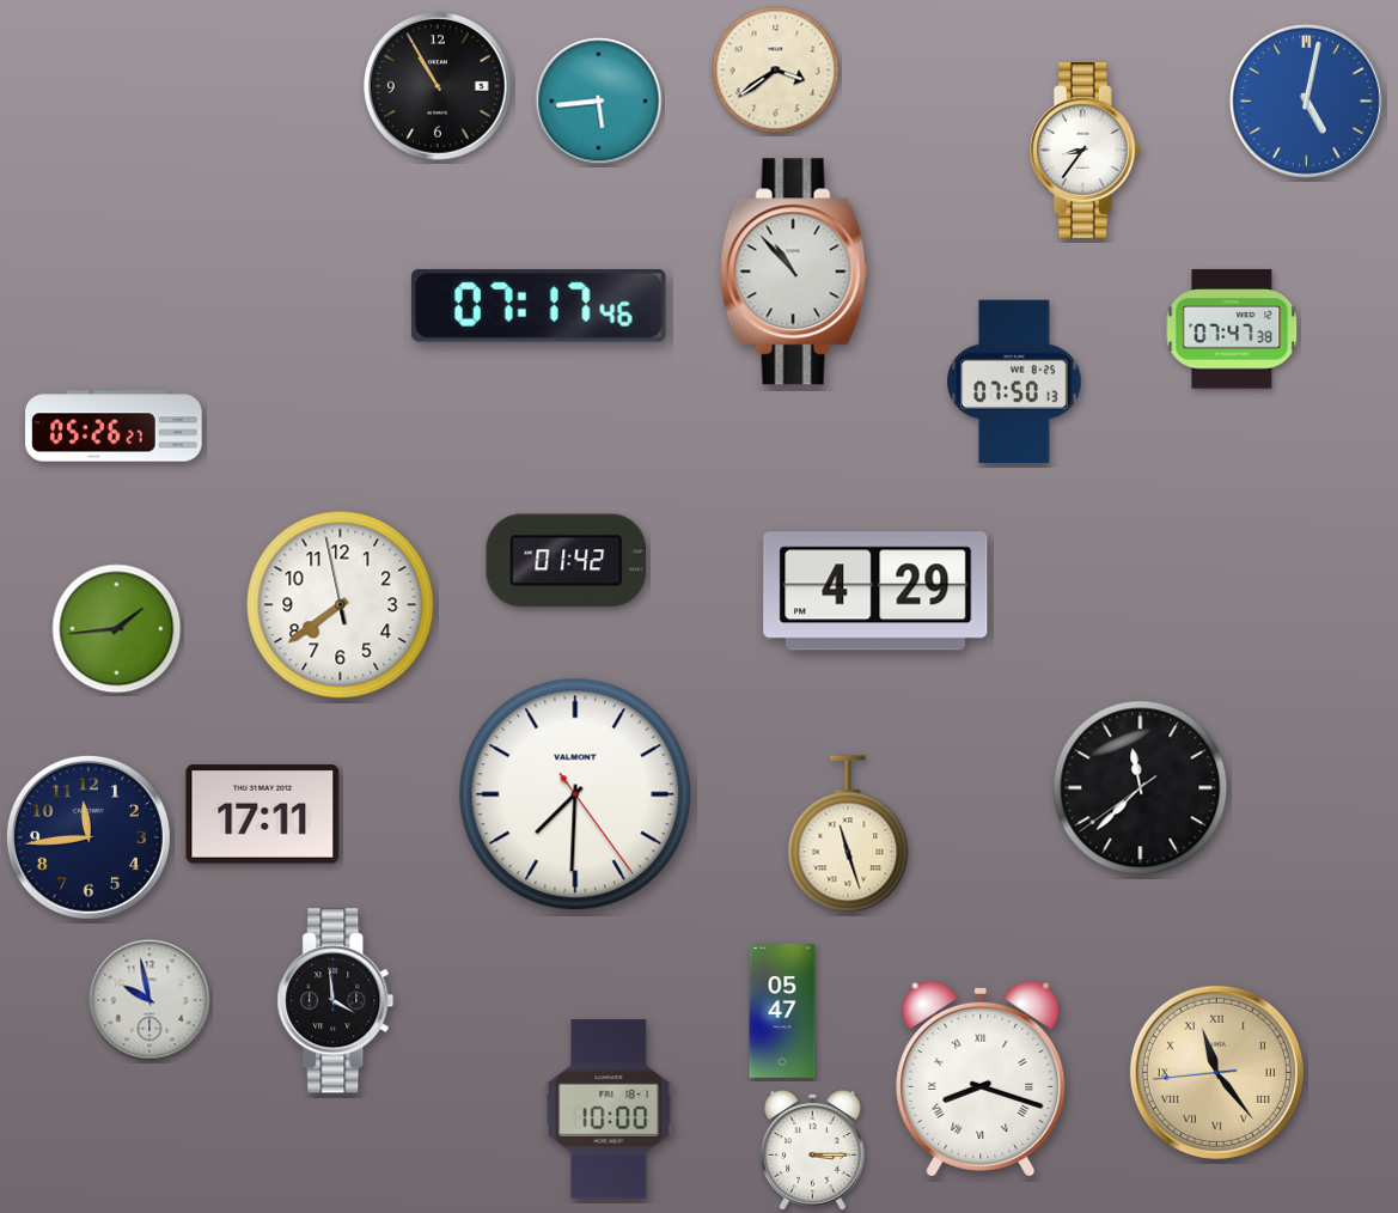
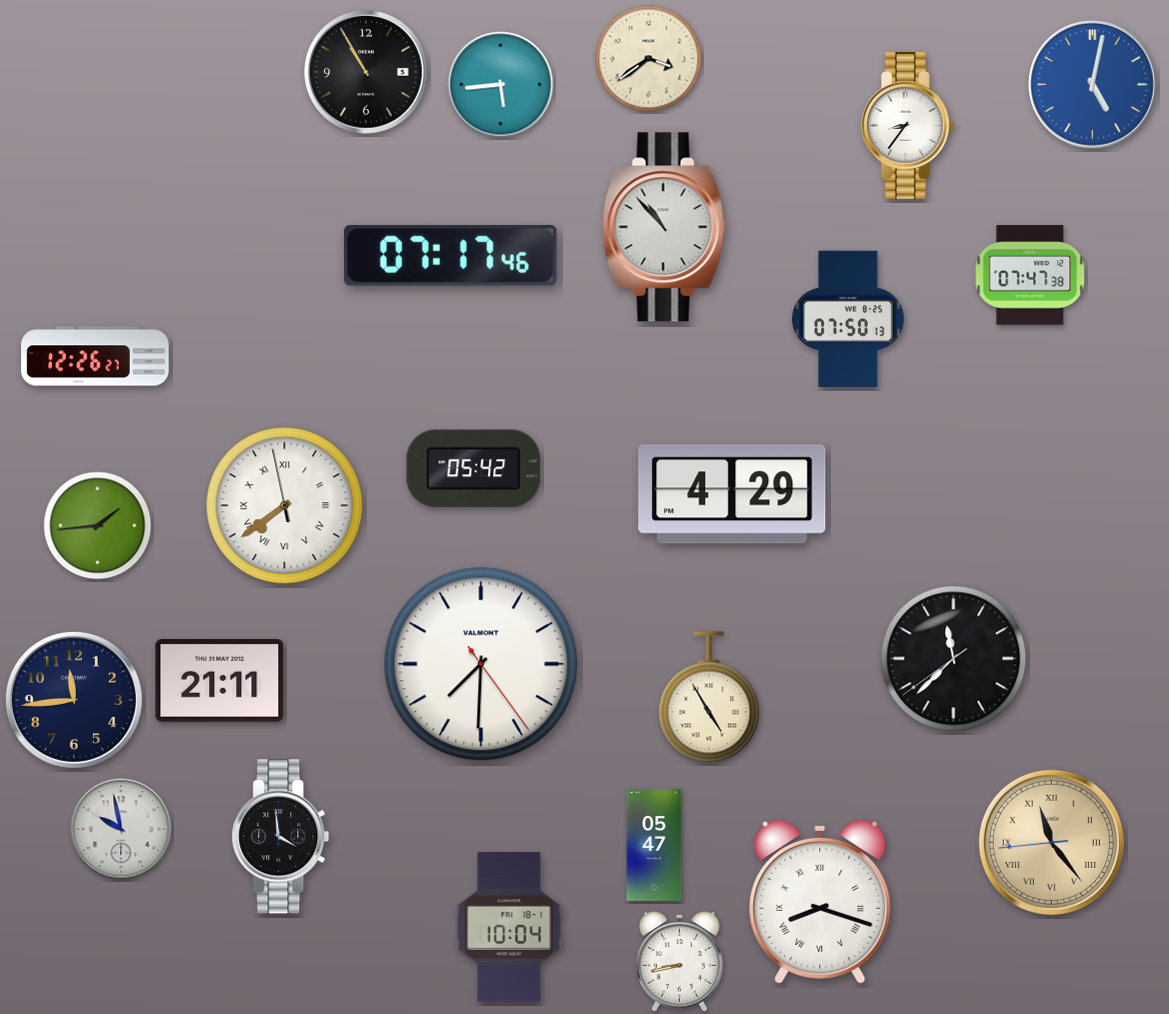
clock at (114, 426): 05:26 -> 12:26
clock at (567, 561): 01:42 -> 05:42
clock at (341, 605) numerals: Arabic -> Roman
clock at (263, 815): 17:11 -> 21:11
clock at (848, 834): 11:27 -> 4:55
clock at (149, 1000) position: (149, 1000) -> (121, 829)
clock at (1216, 1072) position: (1216, 1072) -> (1051, 842)
clock at (609, 1109): 10:00 -> 10:04
clock at (813, 1151): 3:15 -> 8:43
